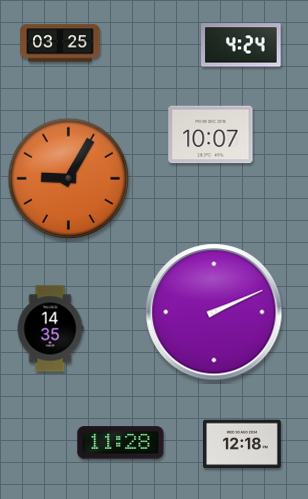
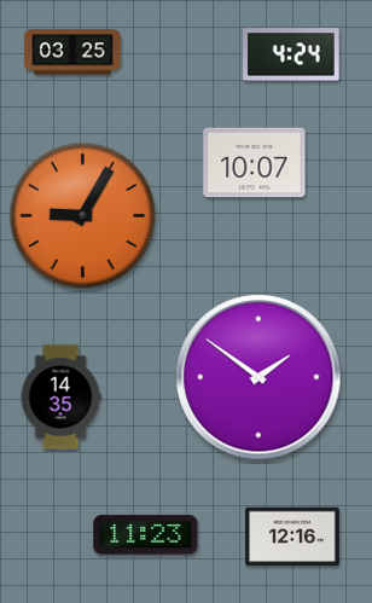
clock at (214, 312): 2:11 -> 1:51
clock at (121, 443): 11:28 -> 11:23
clock at (243, 444): 12:18 -> 12:16
